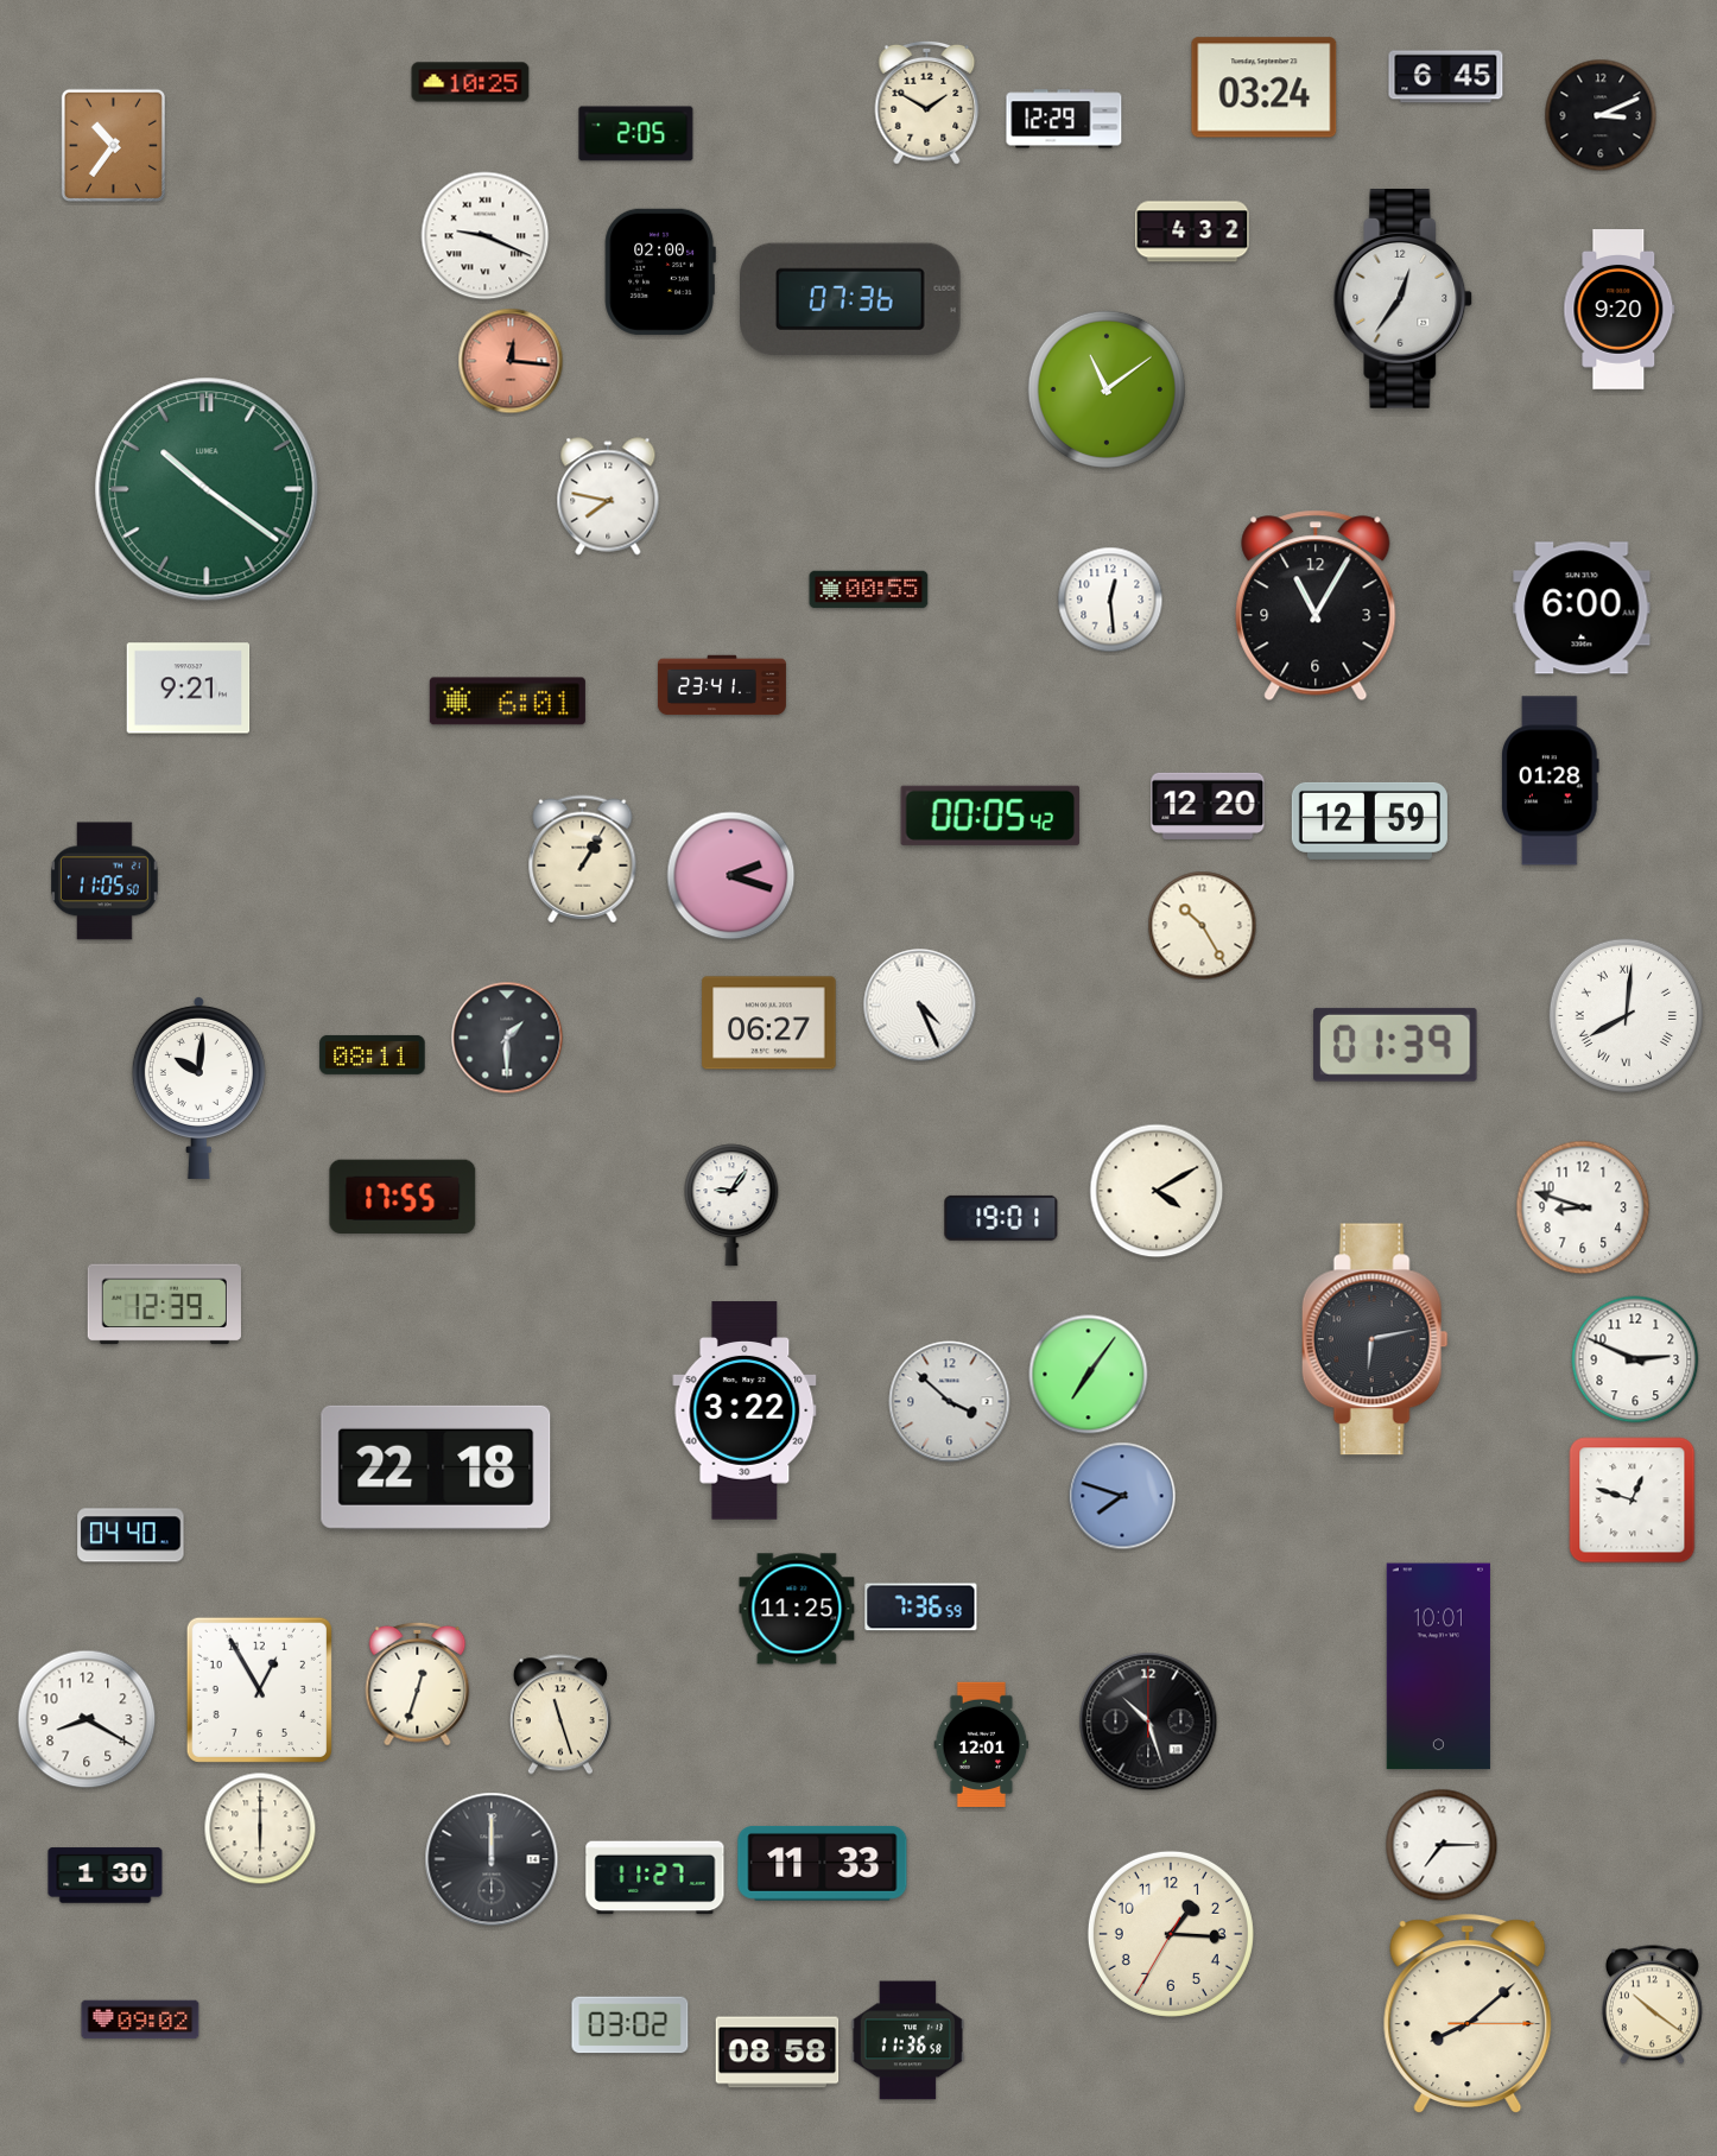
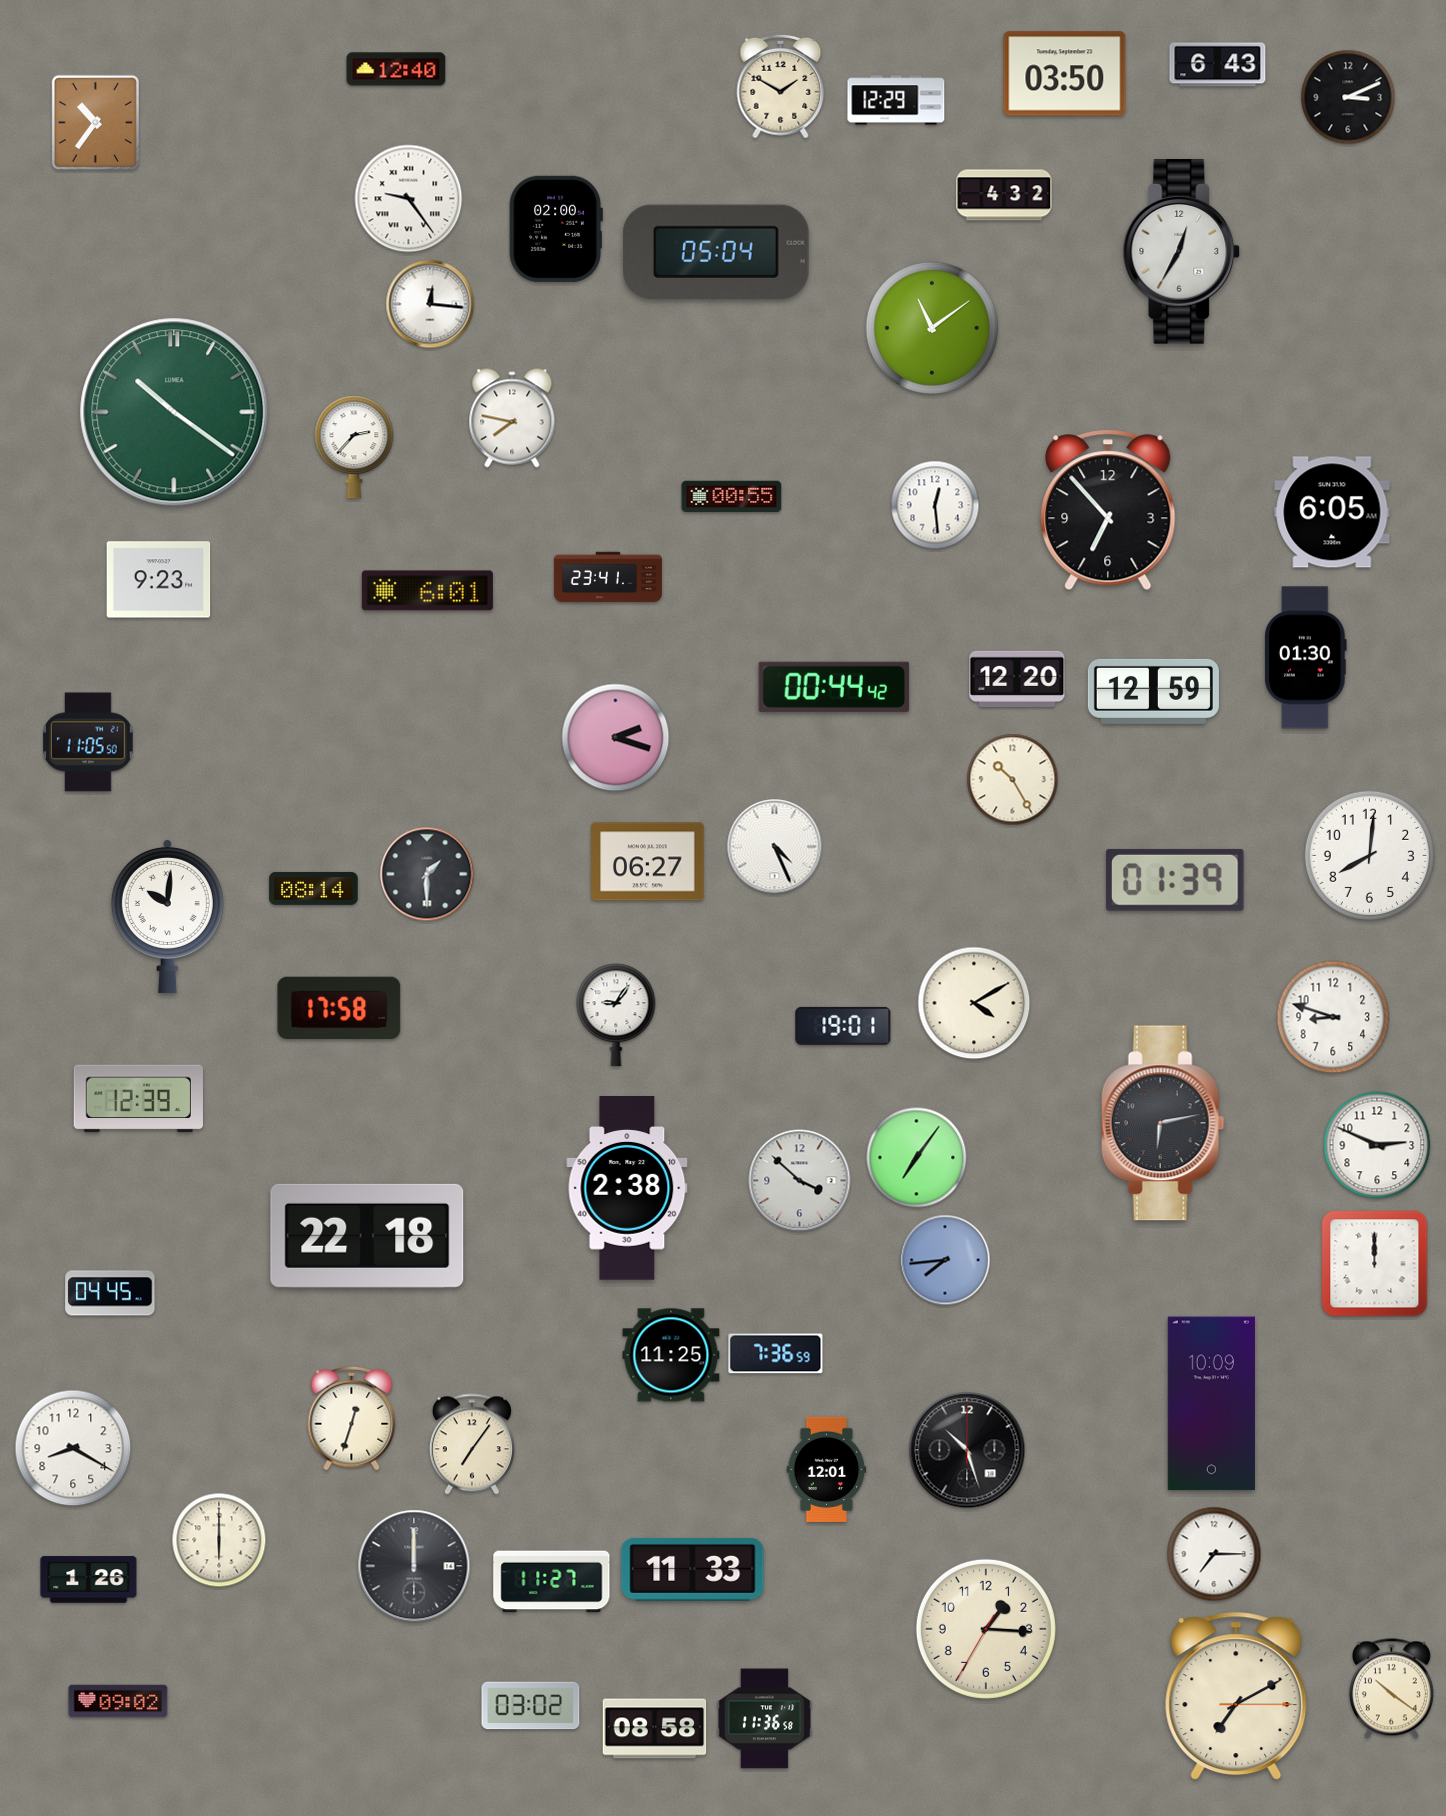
clock at (1446, 77): 6:45 -> 6:43
clock at (470, 82): 10:25 -> 12:40
clock at (1265, 88): 03:24 -> 03:50
clock at (636, 134): 2:05 -> none
clock at (486, 236): 9:19 -> 9:24
clock at (850, 299): 07:36 -> 05:04
clock at (1404, 299): 12:36 -> 12:35
clock at (1620, 310): 9:20 -> none
clock at (511, 361) dial: salmon -> white
clock at (354, 447): none -> 2:37
clock at (1316, 605): 11:05 -> 6:53
clock at (1582, 608): 6:00 -> 6:05
clock at (189, 689): 9:21 -> 9:23
clock at (1551, 781): 01:28 -> 01:30
clock at (990, 816): 00:05 -> 00:44
clock at (583, 860): 1:05 -> none
clock at (1626, 1015) numerals: Roman -> Arabic
clock at (373, 1054): 08:11 -> 08:14
clock at (403, 1196): 17:55 -> 17:58
clock at (1375, 1339) position: (1375, 1339) -> (1163, 1123)
clock at (745, 1410): 3:22 -> 2:38
clock at (1122, 1496): 7:48 -> 7:44
clock at (1633, 1501): 12:48 -> 12:00
clock at (131, 1535): 04:40 -> 04:45
clock at (1438, 1667): 10:01 -> 10:09
clock at (259, 1689): 12:55 -> none
clock at (560, 1714): 11:27 -> 7:06
clock at (106, 1876): 1:30 -> 1:26
clock at (1468, 2015): 8:08 -> 7:10
